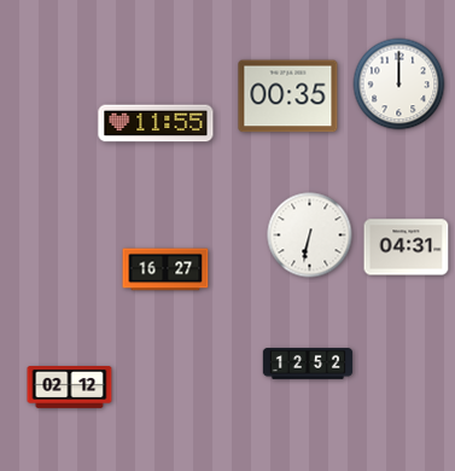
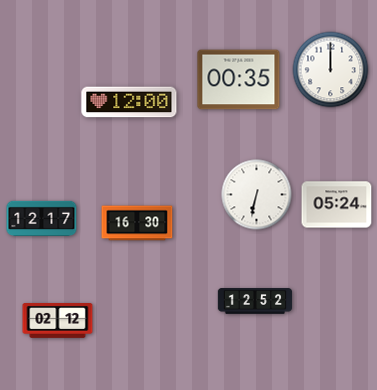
clock at (156, 123): 11:55 -> 12:00
clock at (407, 248): 04:31 -> 05:24
clock at (42, 219): none -> 12:17
clock at (165, 269): 16:27 -> 16:30
